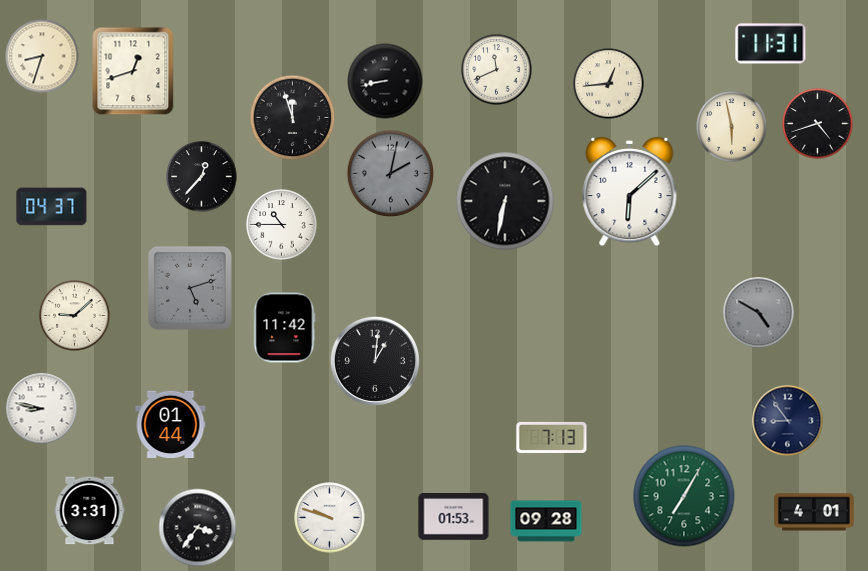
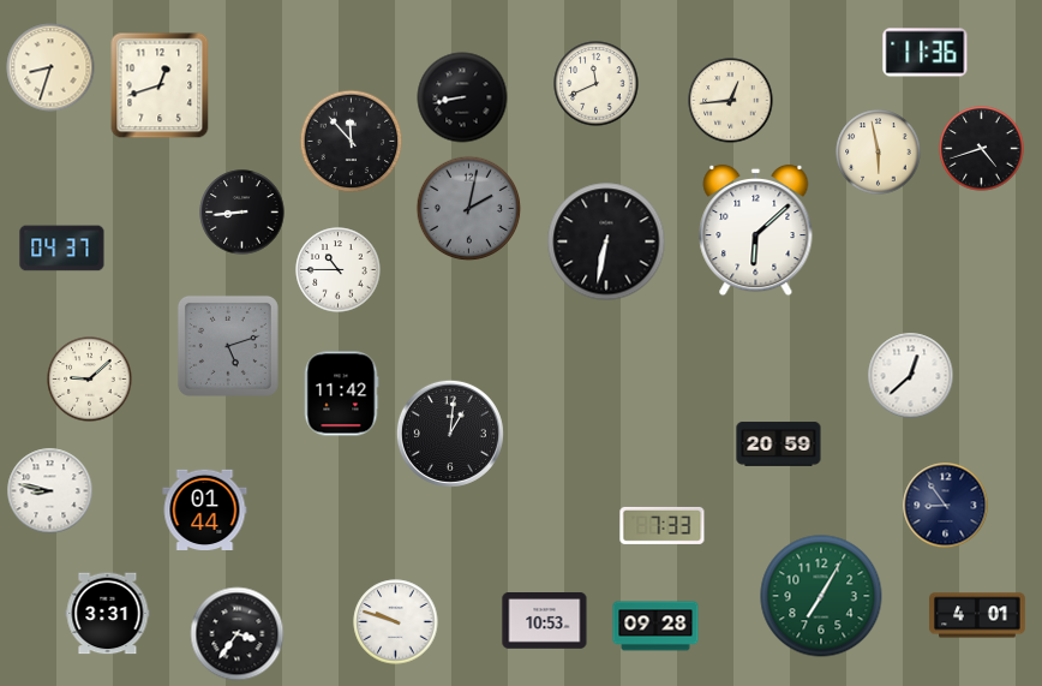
clock at (771, 44): 11:31 -> 11:36
clock at (293, 118): 11:57 -> 11:53
clock at (202, 177): 12:37 -> 8:44
clock at (759, 313): 4:50 -> 12:38
clock at (759, 313) dial: grey -> white
clock at (779, 445): none -> 20:59
clock at (552, 437): 7:13 -> 7:33
clock at (454, 517): 01:53 -> 10:53
